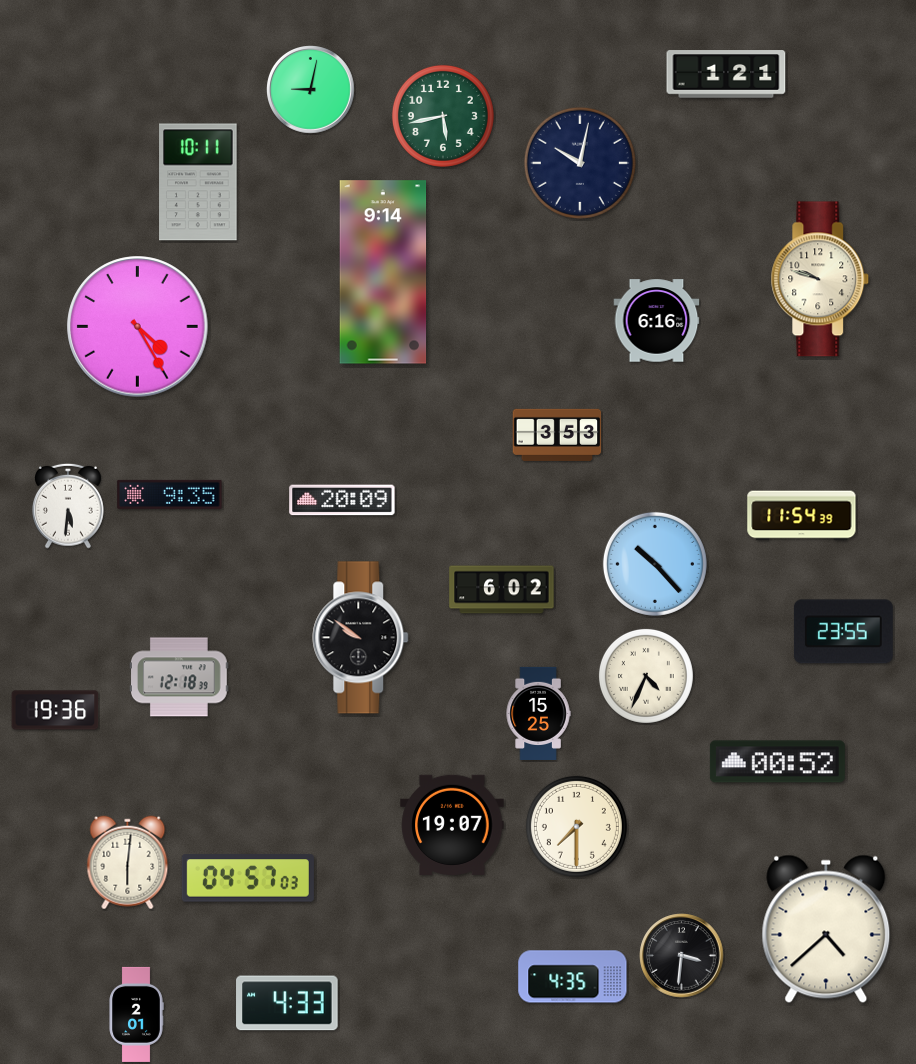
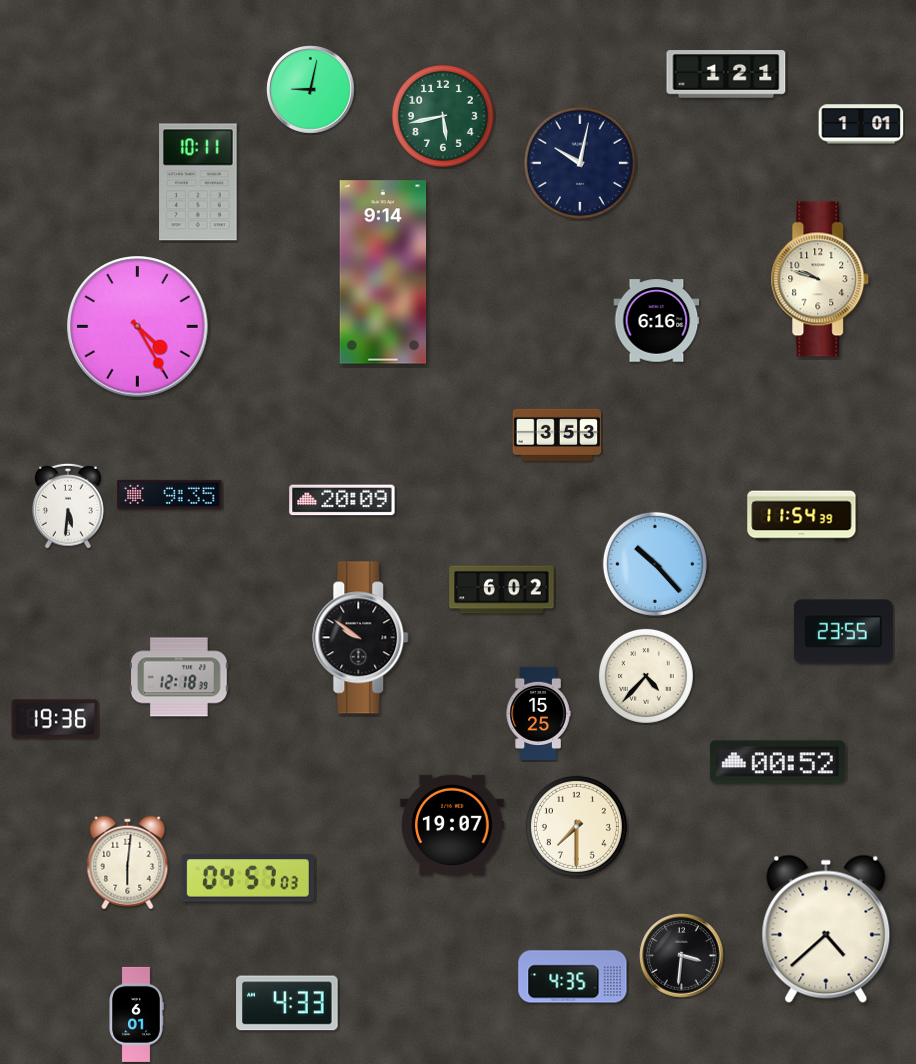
clock at (861, 124): none -> 1:01
clock at (646, 676): 4:34 -> 4:37
clock at (55, 710) position: (55, 710) -> (55, 719)
clock at (136, 1014): 2:01 -> 6:01
